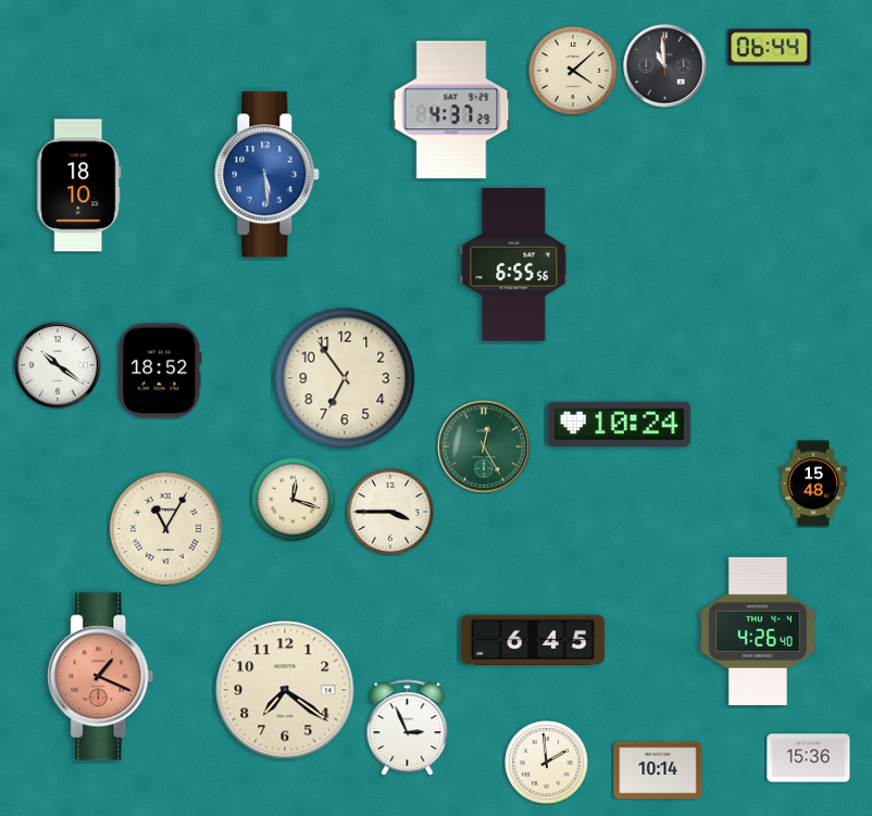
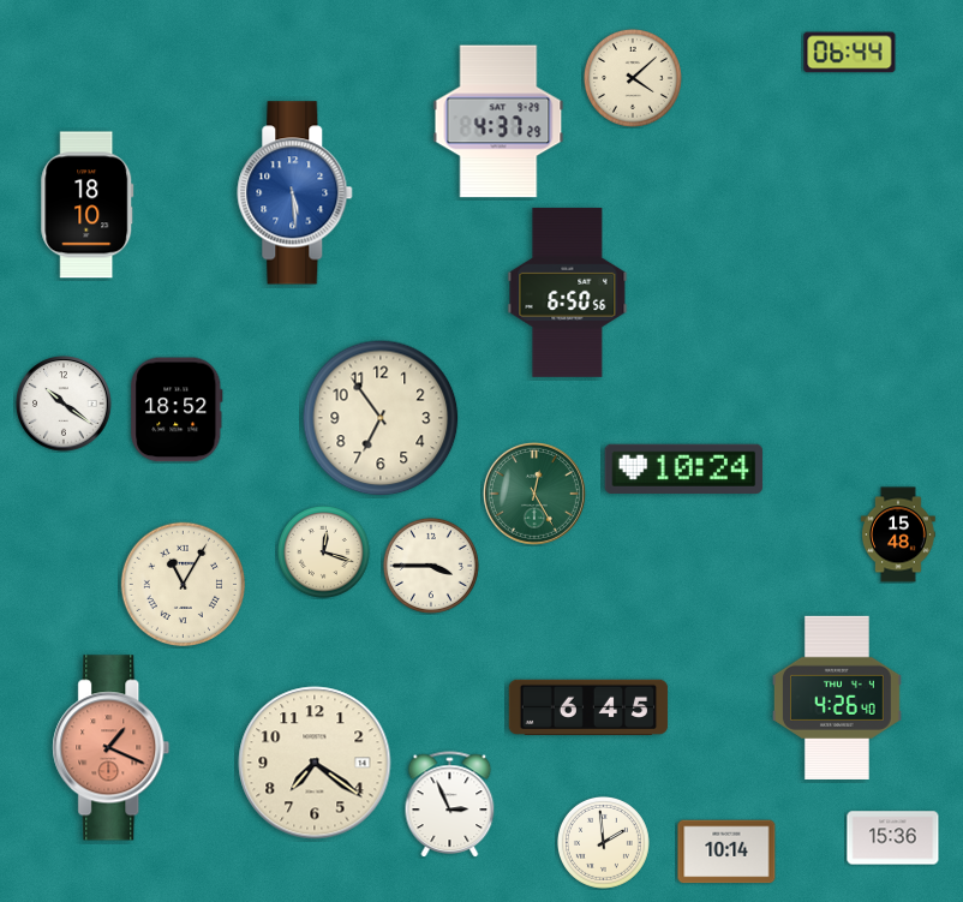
clock at (665, 66): 10:59 -> none
clock at (514, 264): 6:55 -> 6:50
